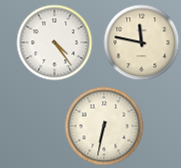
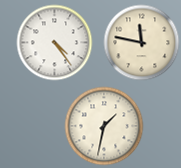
clock at (104, 126): 6:32 -> 1:32
